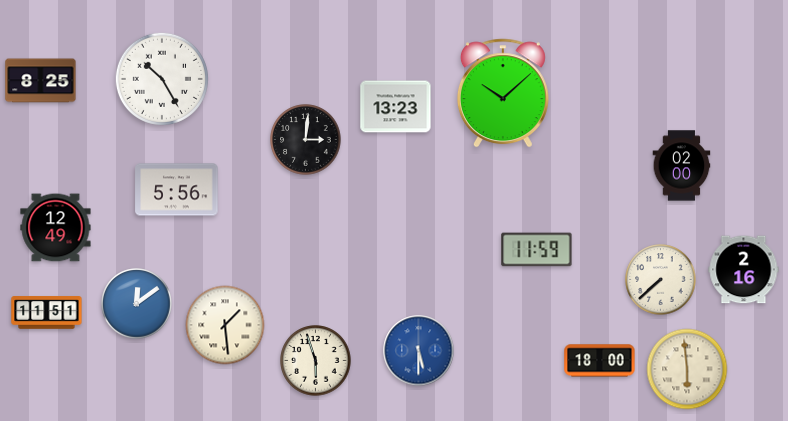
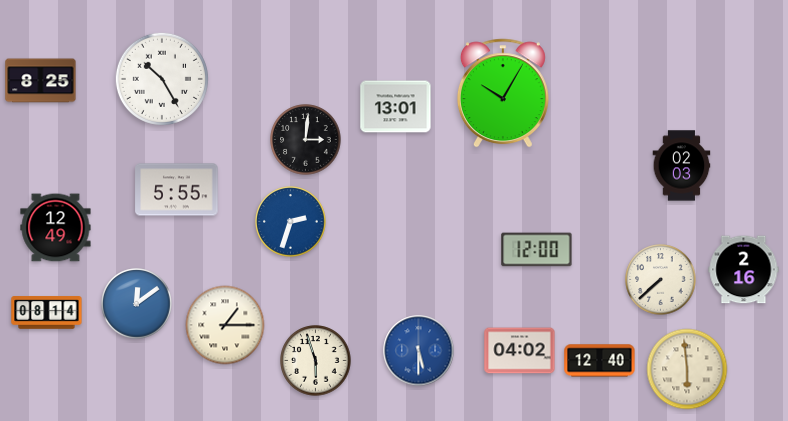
clock at (503, 93): 10:08 -> 10:05
clock at (396, 107): 13:23 -> 13:01
clock at (682, 166): 02:00 -> 02:03
clock at (177, 190): 5:56 -> 5:55
clock at (291, 222): none -> 2:33
clock at (537, 250): 11:59 -> 12:00
clock at (47, 313): 11:51 -> 08:14
clock at (225, 325): 1:29 -> 1:15
clock at (520, 351): none -> 04:02
clock at (600, 361): 18:00 -> 12:40
